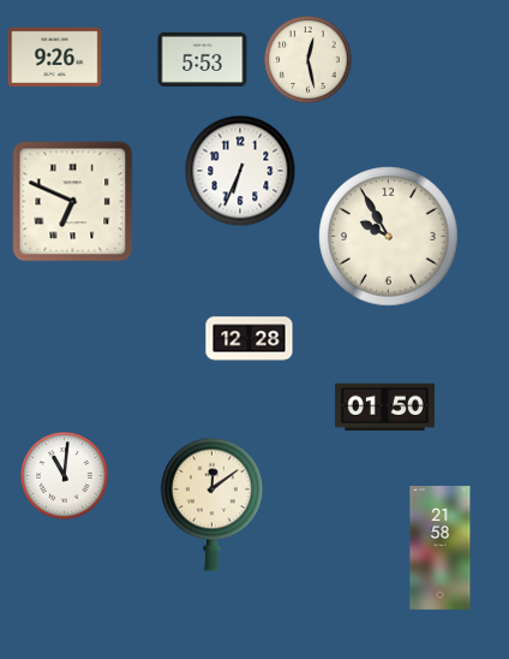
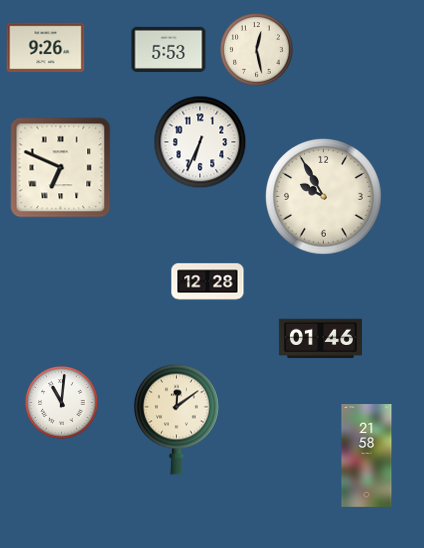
clock at (384, 408): 01:50 -> 01:46
clock at (65, 476) position: (65, 476) -> (62, 403)
